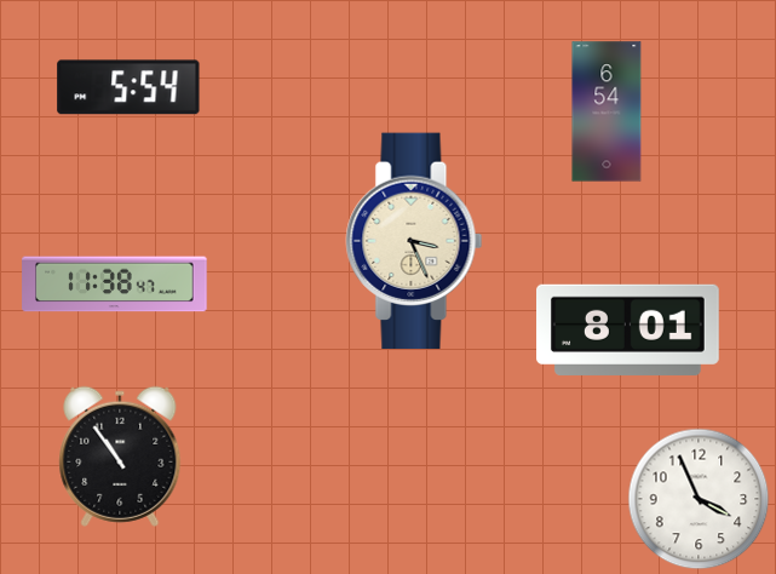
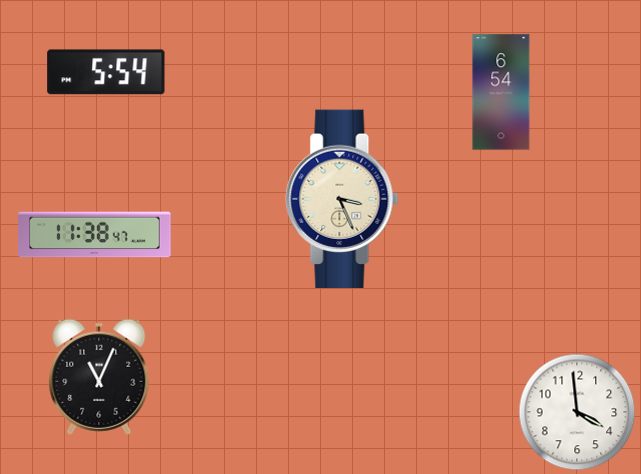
clock at (628, 329): 8:01 -> none
clock at (120, 457): 10:54 -> 11:04
clock at (699, 499): 3:56 -> 3:59
